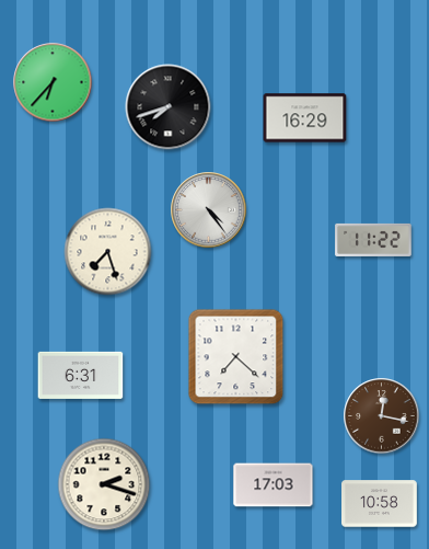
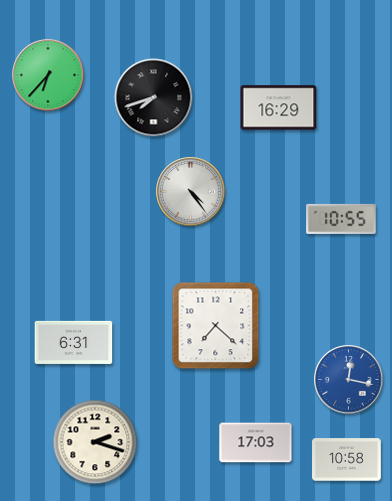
clock at (373, 240): 11:22 -> 10:55
clock at (108, 252): 7:27 -> none
clock at (382, 416) dial: brown -> blue
clock at (274, 485) position: (274, 485) -> (256, 443)
